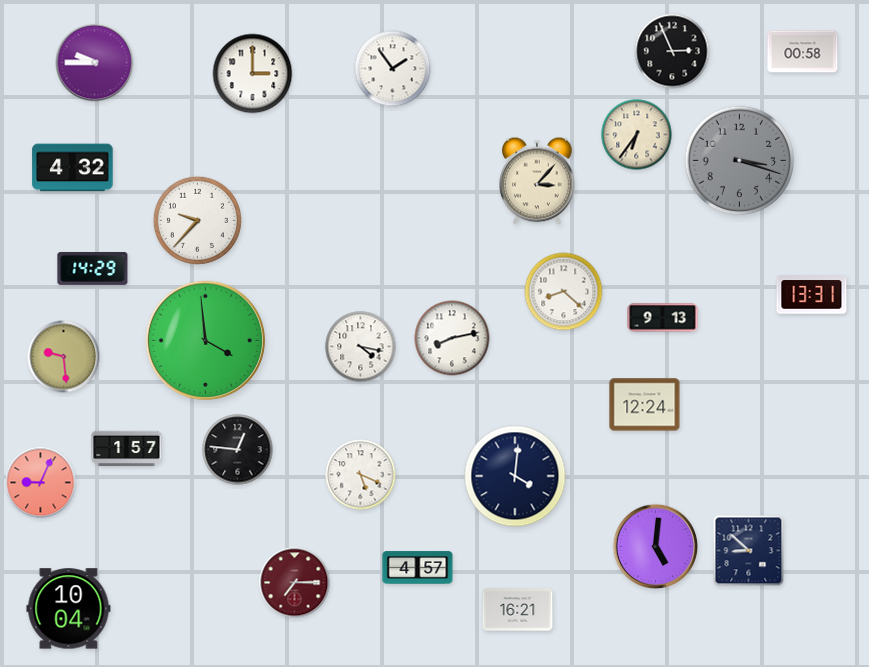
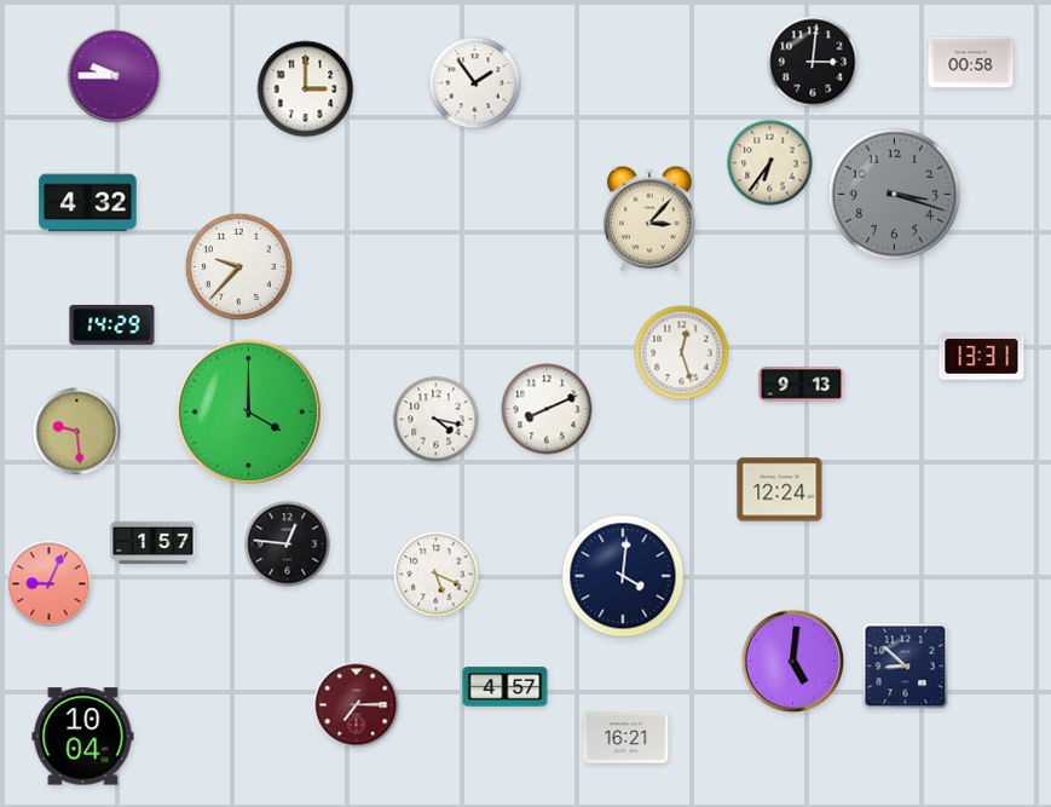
clock at (672, 51): 2:56 -> 3:01
clock at (564, 292): 8:22 -> 12:27
clock at (452, 338): 8:13 -> 8:11
clock at (205, 340): 3:59 -> 4:00
